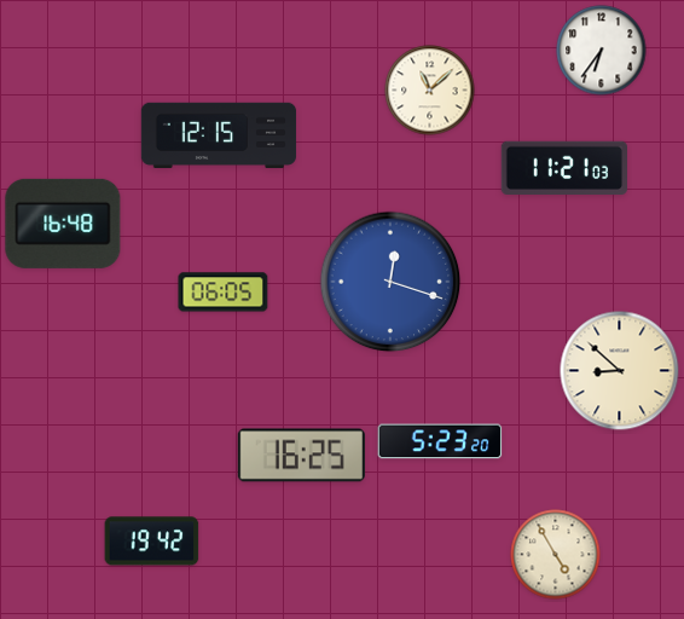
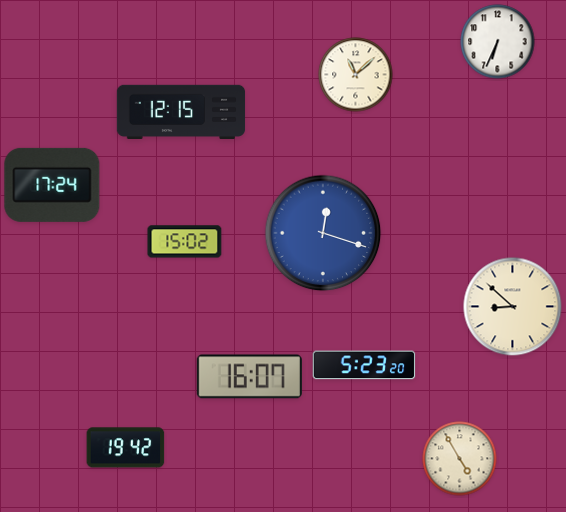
clock at (602, 51): 6:36 -> 6:34
clock at (563, 167): 11:21 -> none
clock at (63, 224): 16:48 -> 17:24
clock at (224, 293): 06:05 -> 15:02
clock at (301, 456): 16:25 -> 16:07
